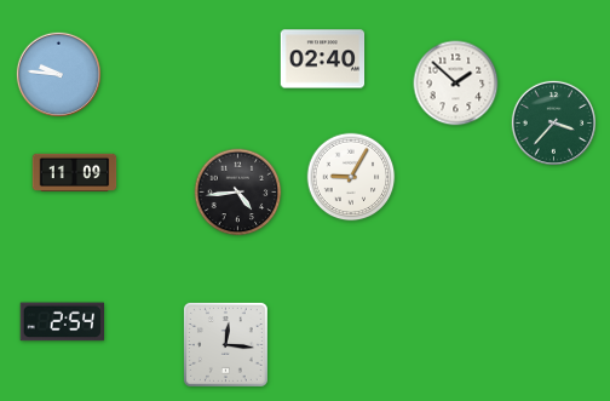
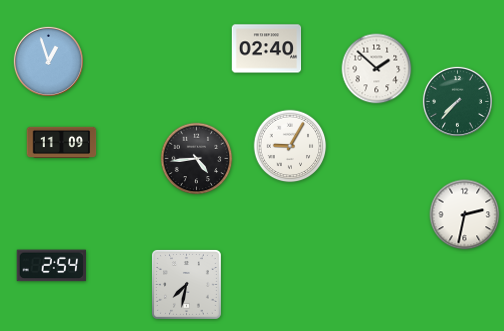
clock at (58, 74): 9:46 -> 12:57
clock at (553, 122): 3:37 -> 7:37
clock at (465, 215): none -> 2:32
clock at (225, 344): 12:16 -> 7:32
